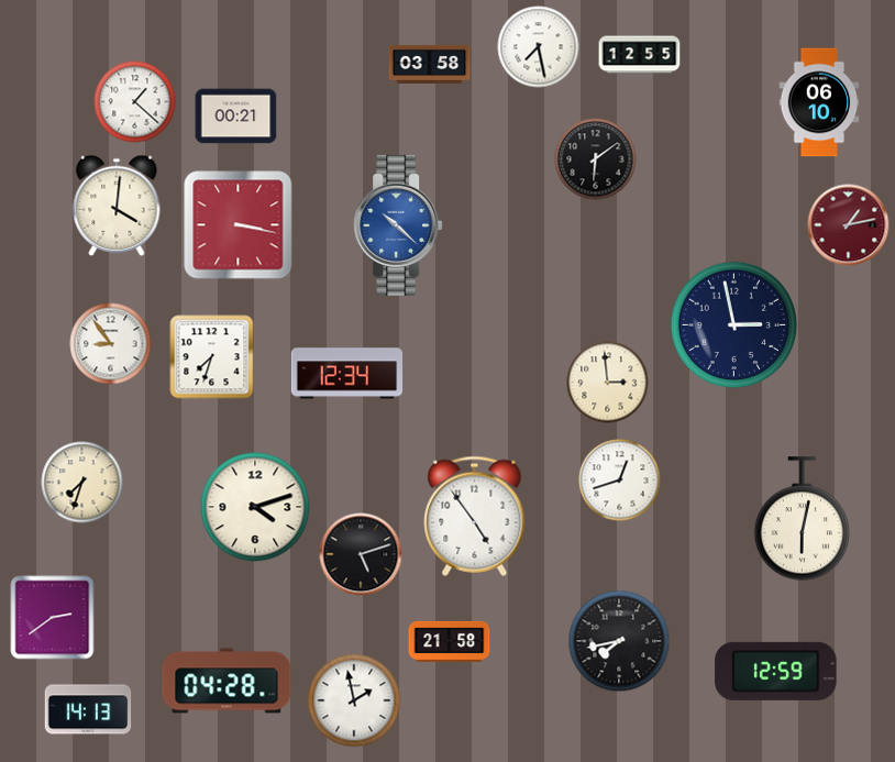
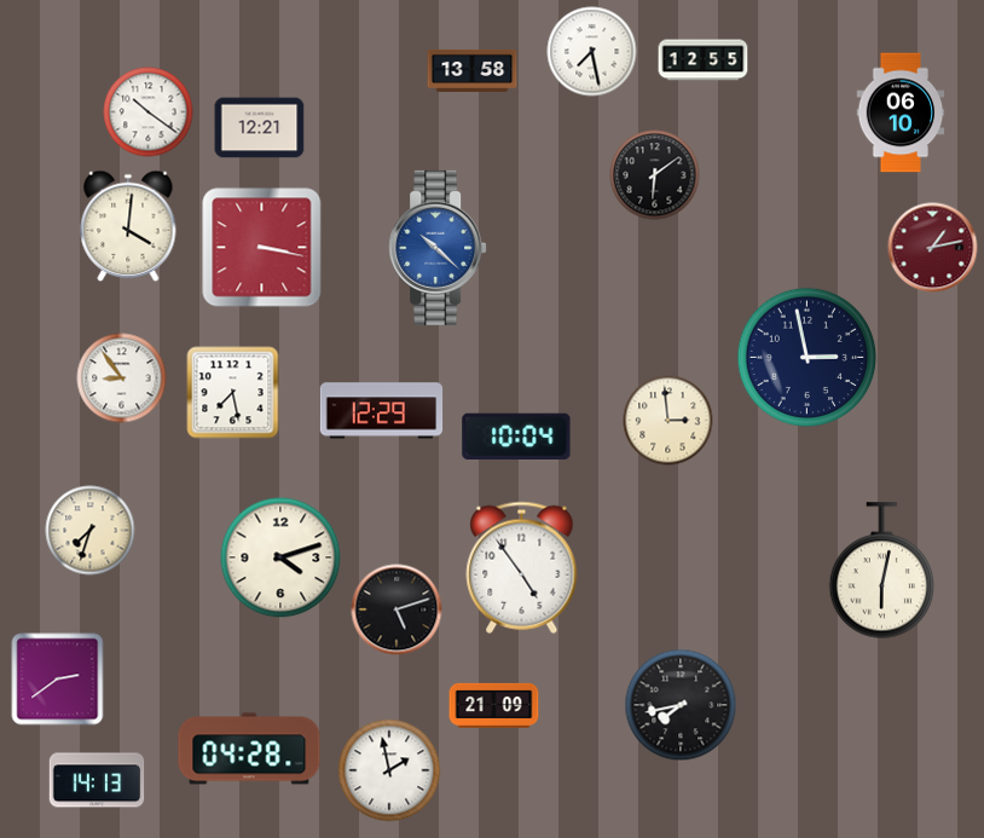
clock at (430, 64): 03:58 -> 13:58
clock at (135, 102): 1:22 -> 10:21
clock at (236, 117): 00:21 -> 12:21
clock at (212, 357): 7:33 -> 7:28
clock at (347, 374): 12:34 -> 12:29
clock at (516, 437): none -> 10:04
clock at (620, 481): 12:42 -> none
clock at (450, 641): 21:58 -> 21:09
clock at (776, 671): 12:59 -> none
